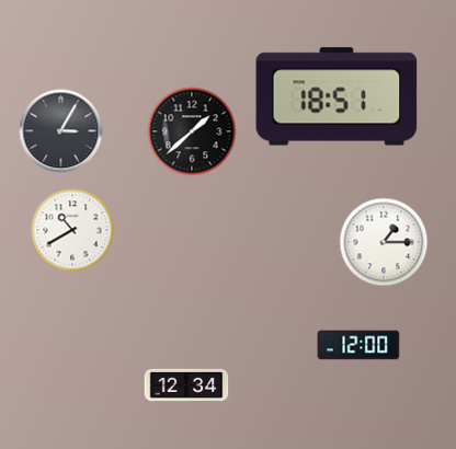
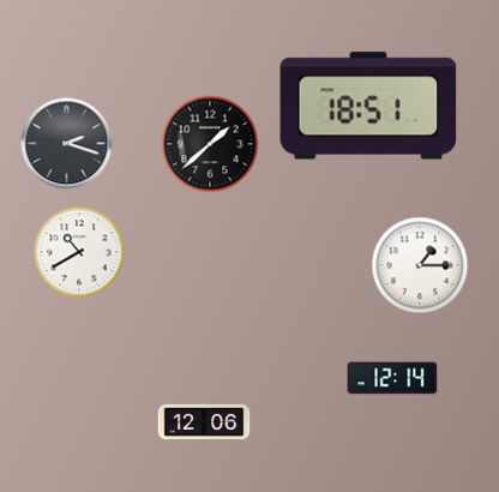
clock at (61, 131): 3:05 -> 2:18
clock at (358, 345): 12:00 -> 12:14
clock at (186, 385): 12:34 -> 12:06
